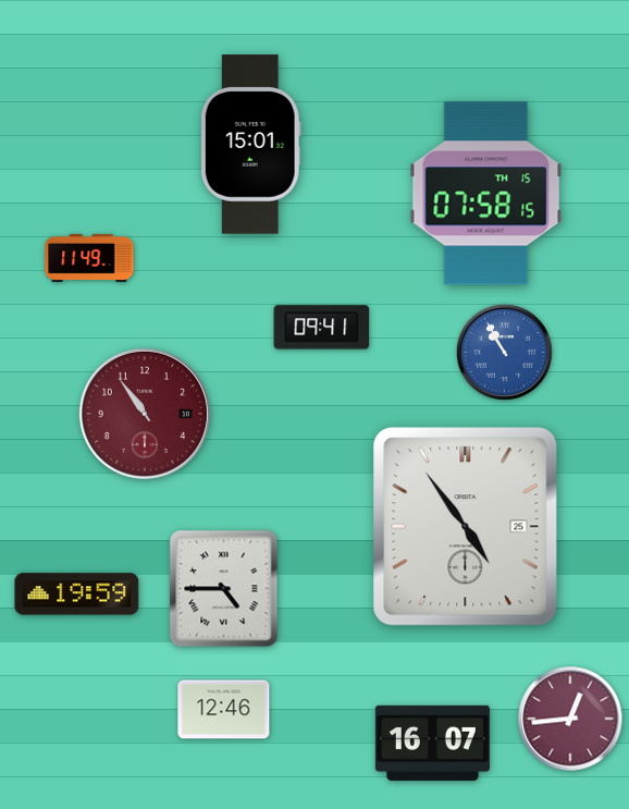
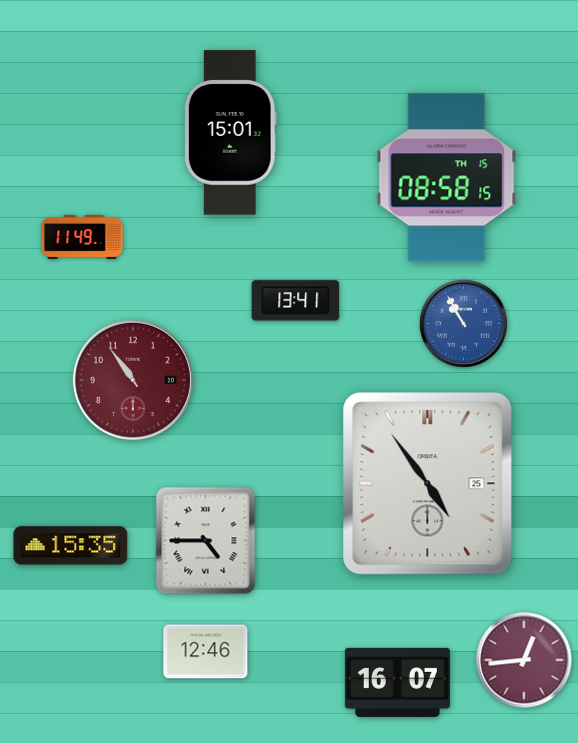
clock at (486, 194): 07:58 -> 08:58
clock at (322, 328): 09:41 -> 13:41
clock at (77, 595): 19:59 -> 15:35
